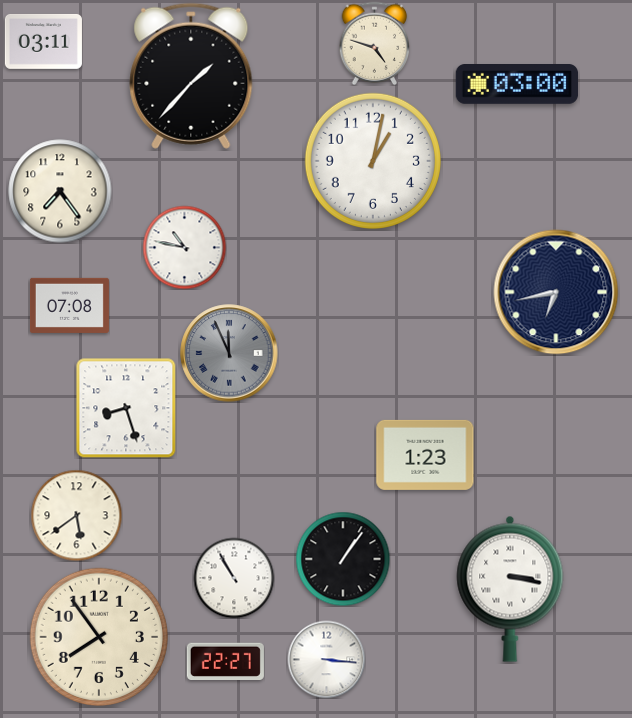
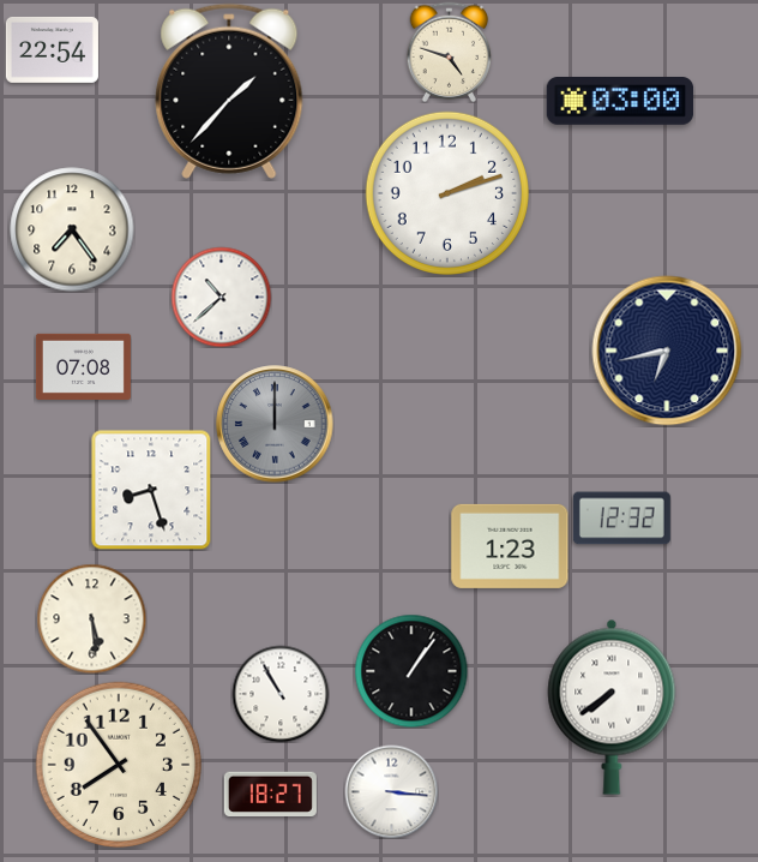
clock at (43, 41): 03:11 -> 22:54
clock at (373, 161): 1:02 -> 2:12
clock at (184, 247): 10:47 -> 10:38
clock at (229, 353): 11:56 -> 12:00
clock at (621, 519): none -> 12:32
clock at (76, 515): 5:39 -> 5:29
clock at (510, 589): 3:17 -> 7:39
clock at (225, 661): 22:27 -> 18:27
